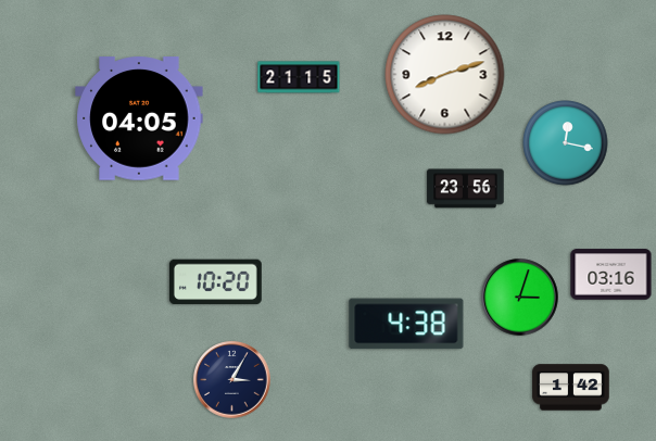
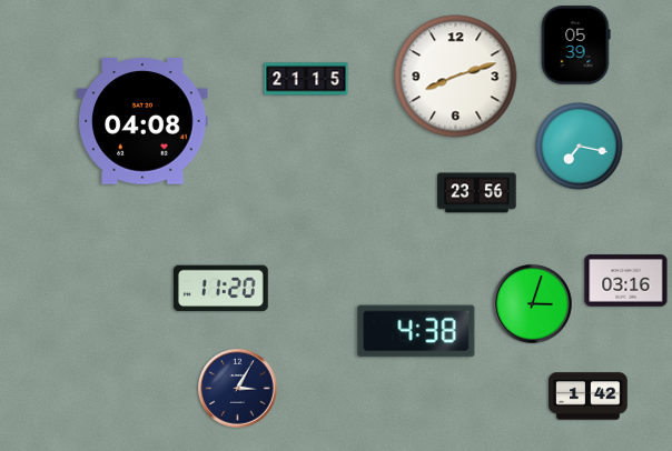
clock at (576, 46): none -> 05:39
clock at (139, 118): 04:05 -> 04:08
clock at (566, 143): 12:17 -> 7:17
clock at (215, 282): 10:20 -> 11:20
clock at (571, 388) position: (571, 388) -> (589, 397)
